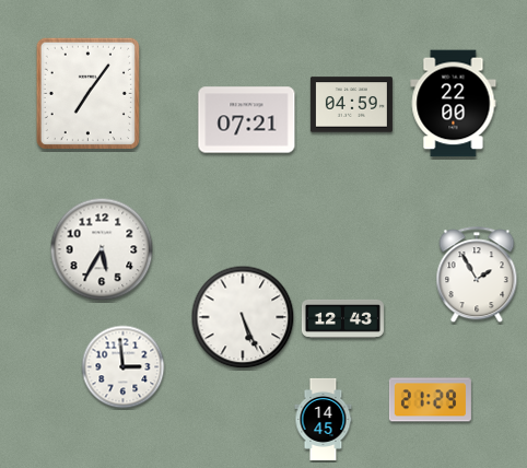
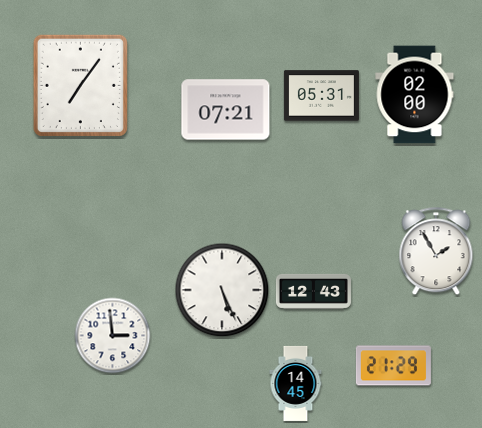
clock at (454, 104): 22:00 -> 02:00
clock at (351, 105): 04:59 -> 05:31
clock at (102, 249): 5:35 -> none
